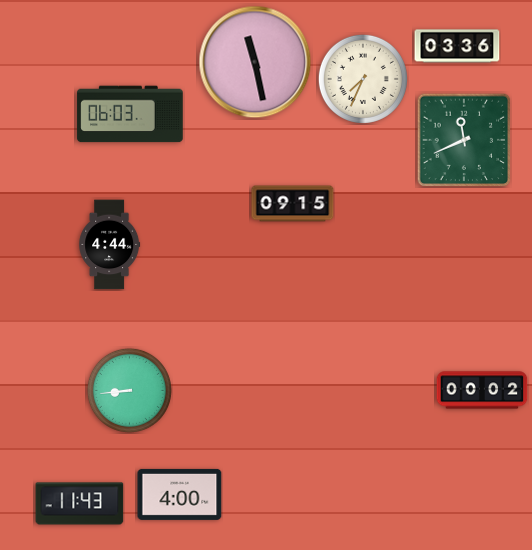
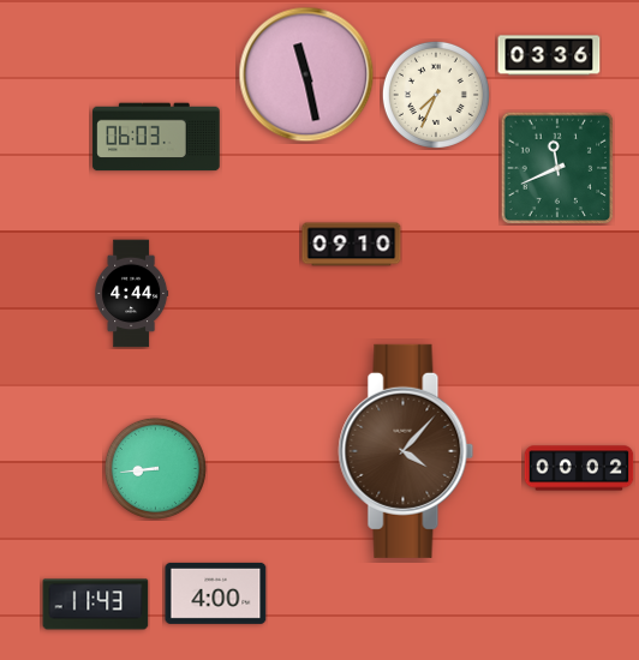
clock at (293, 204): 09:15 -> 09:10
clock at (406, 451): none -> 4:07
